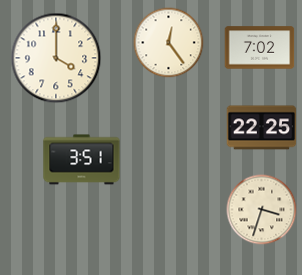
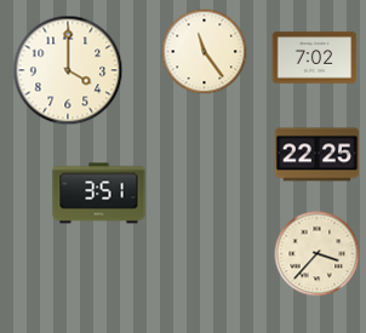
clock at (169, 43): 12:24 -> 11:24
clock at (262, 210): 3:33 -> 3:37
